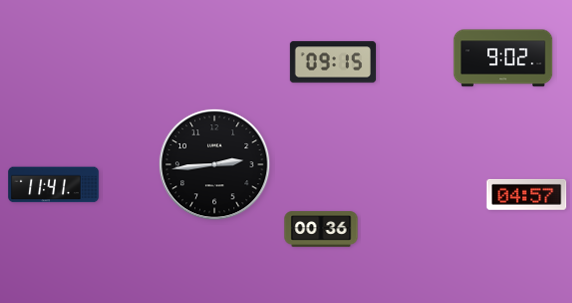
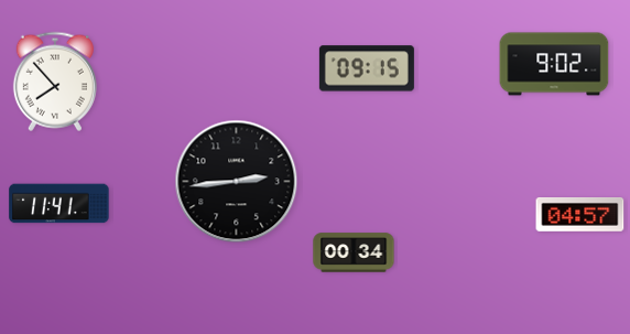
clock at (55, 82): none -> 7:53
clock at (321, 229): 00:36 -> 00:34
